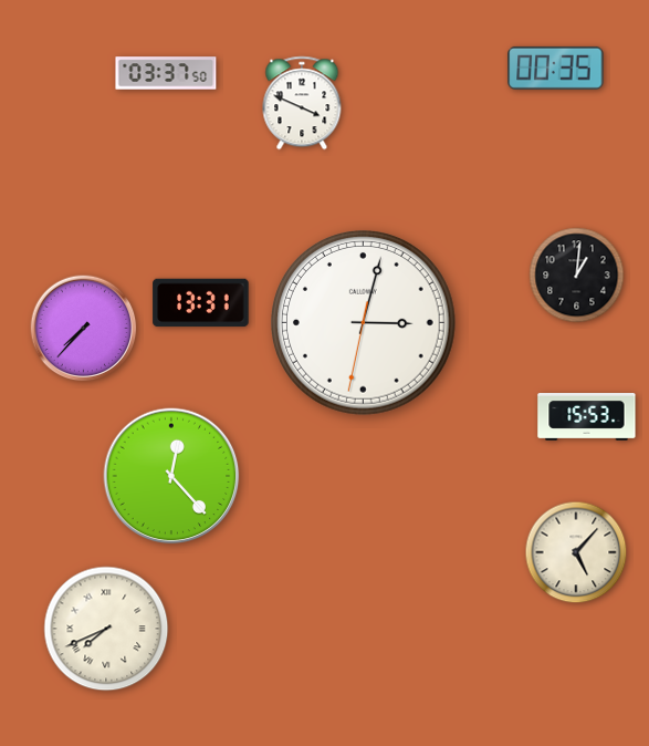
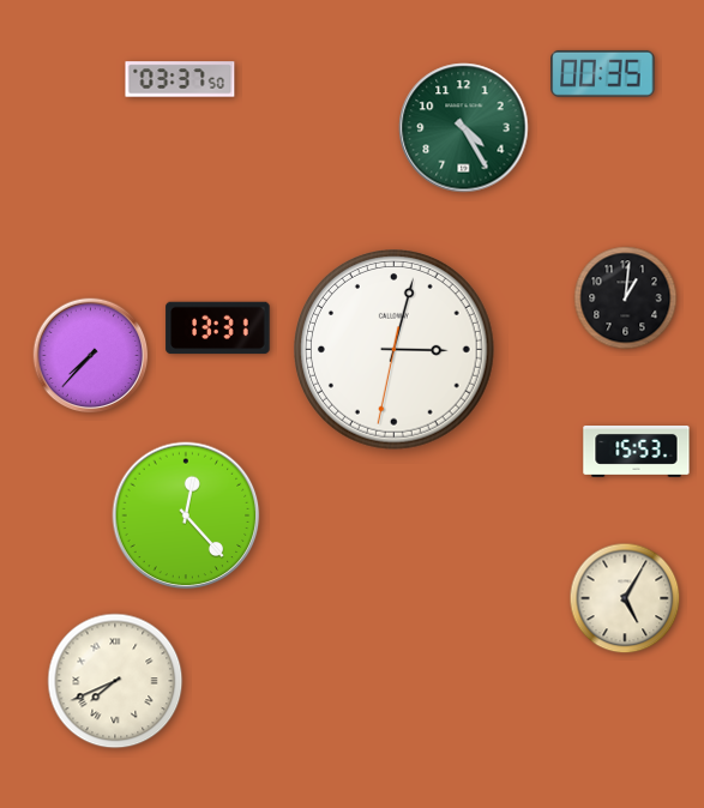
clock at (302, 103): 3:49 -> none
clock at (464, 128): none -> 4:25
clock at (576, 552): 5:07 -> 5:05
